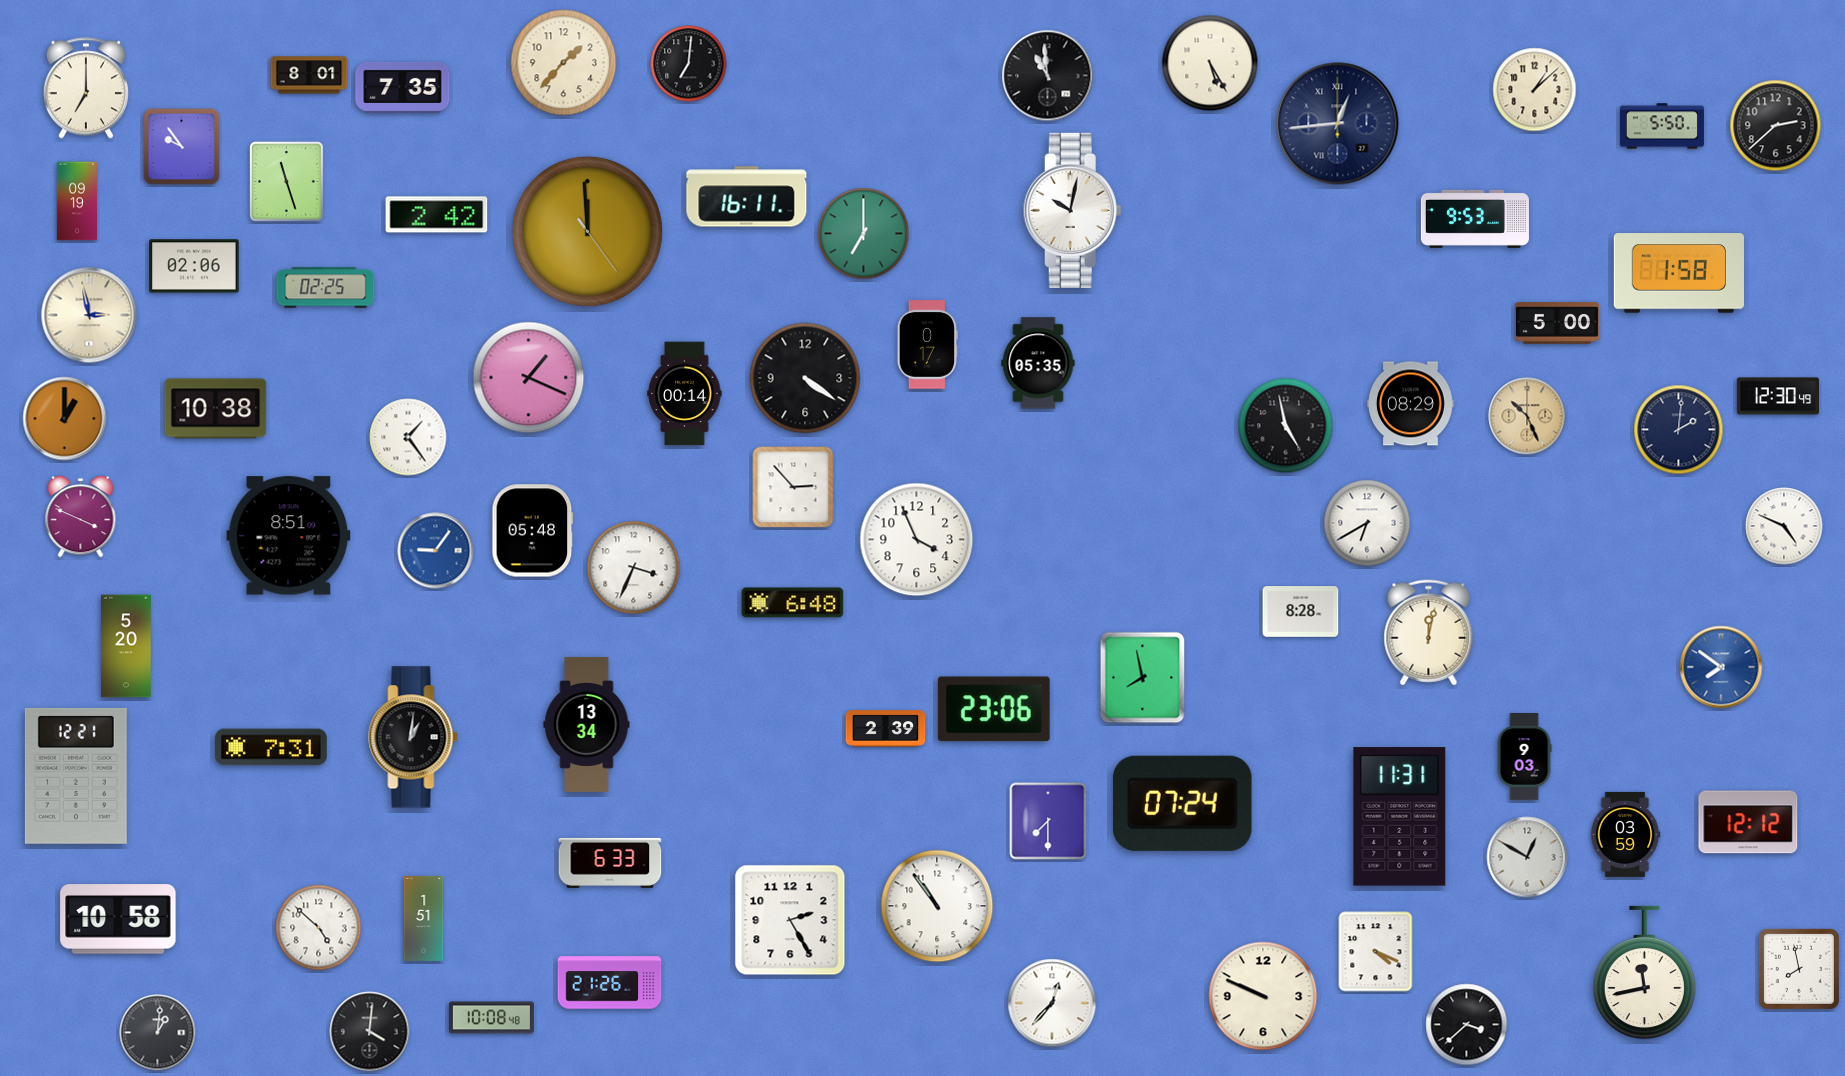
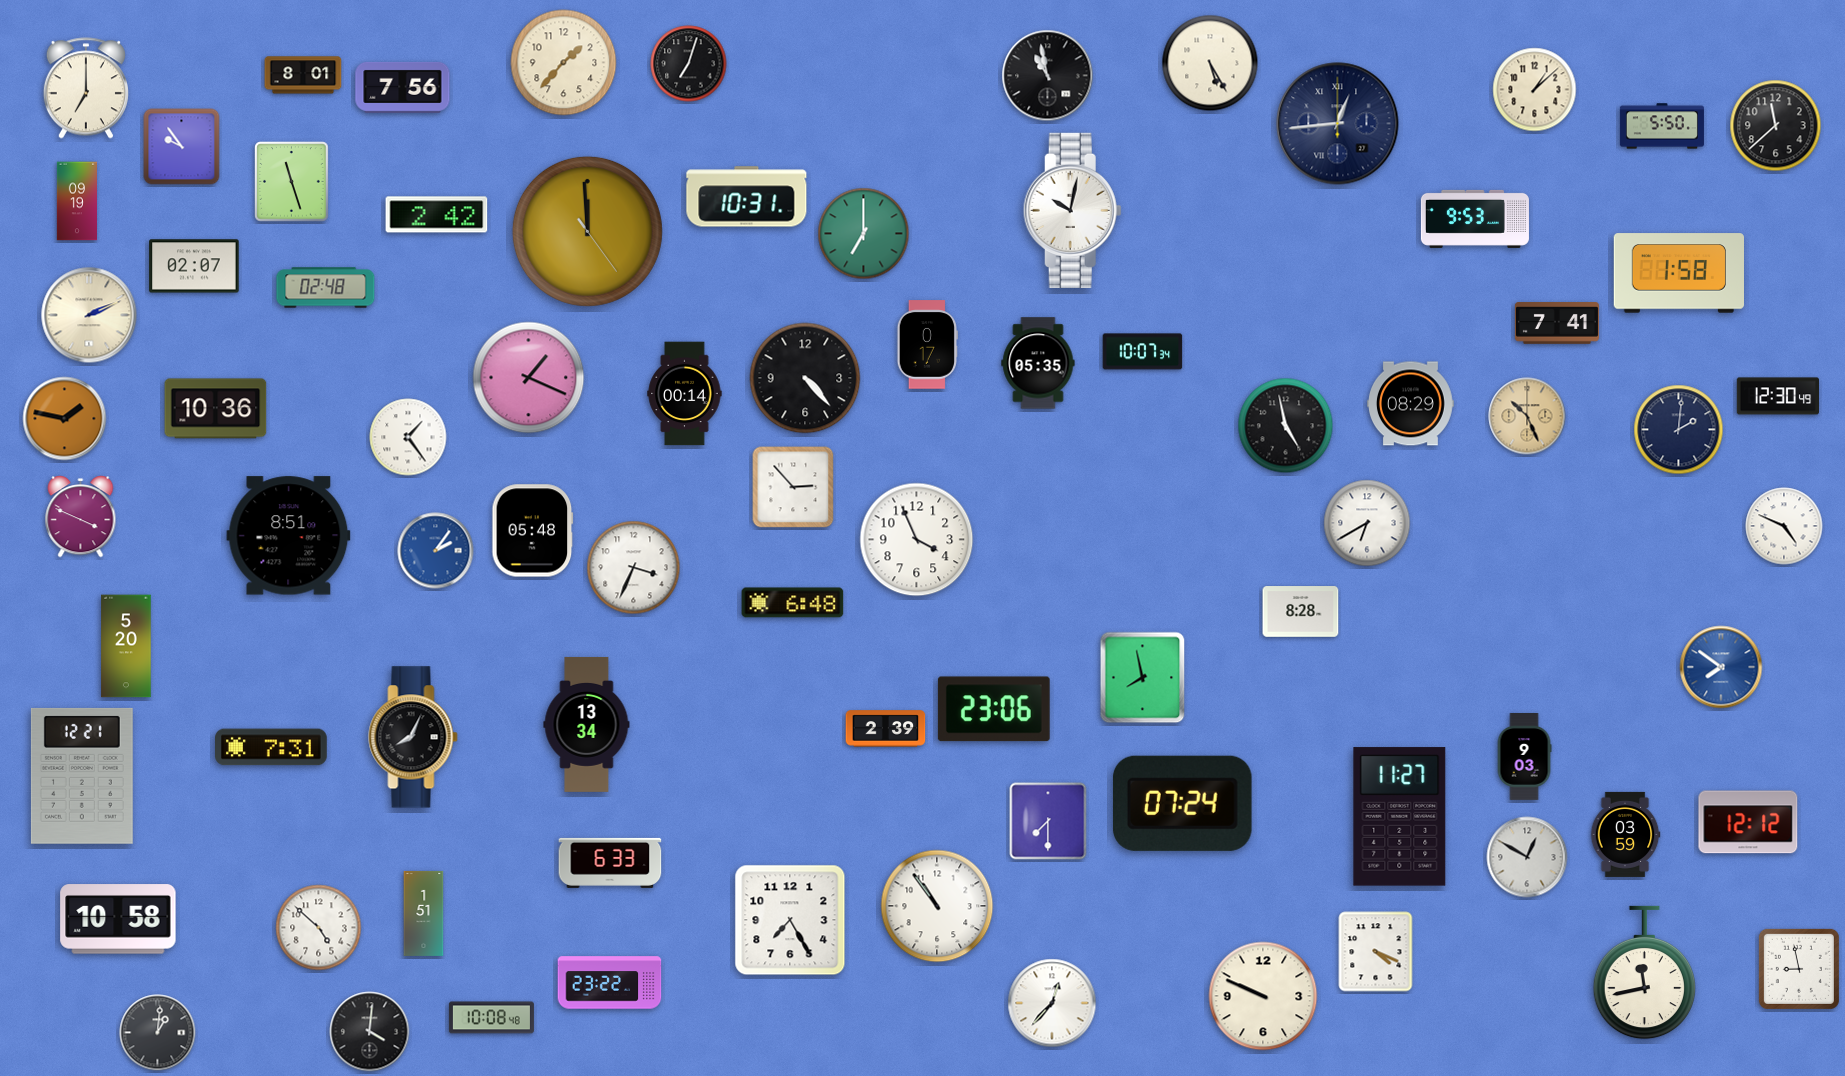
clock at (689, 64): 7:01 -> 7:03
clock at (309, 75) position: (309, 75) -> (303, 75)
clock at (1048, 76): 10:59 -> 10:58
clock at (403, 87): 7:35 -> 7:56
clock at (1776, 126): 2:38 -> 11:38
clock at (287, 182) position: (287, 182) -> (292, 182)
clock at (747, 197): 16:11 -> 10:31
clock at (194, 266): 02:06 -> 02:07
clock at (326, 288): 02:25 -> 02:48
clock at (89, 315): 2:58 -> 2:11
clock at (1557, 323): 5:00 -> 7:41
clock at (1143, 352): none -> 10:07
clock at (805, 378): 4:21 -> 4:23
clock at (216, 409): 10:38 -> 10:36
clock at (65, 419): 1:00 -> 1:47
clock at (436, 551): 9:06 -> 2:06
clock at (1429, 633): 12:02 -> none
clock at (413, 737): 1:01 -> 8:04
clock at (76, 776) position: (76, 776) -> (82, 776)
clock at (1400, 817): 11:31 -> 11:27
clock at (424, 918) position: (424, 918) -> (424, 913)
clock at (790, 920): 2:25 -> 7:25
clock at (1799, 969): 7:58 -> 8:58
clock at (610, 983): 21:26 -> 23:22
clock at (1467, 1025): 3:38 -> none
